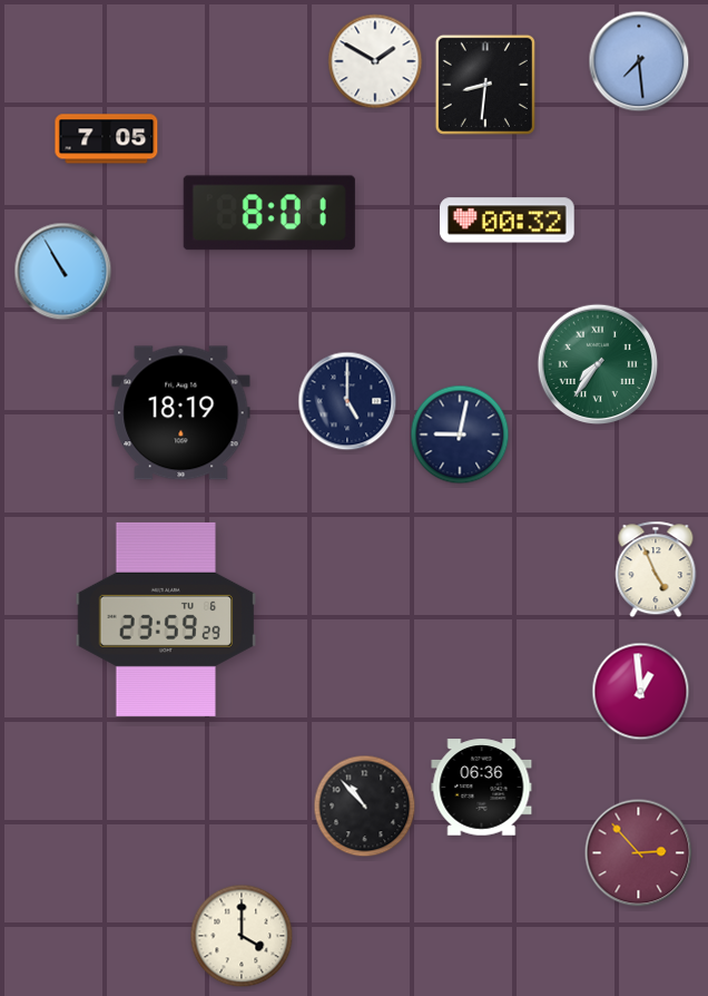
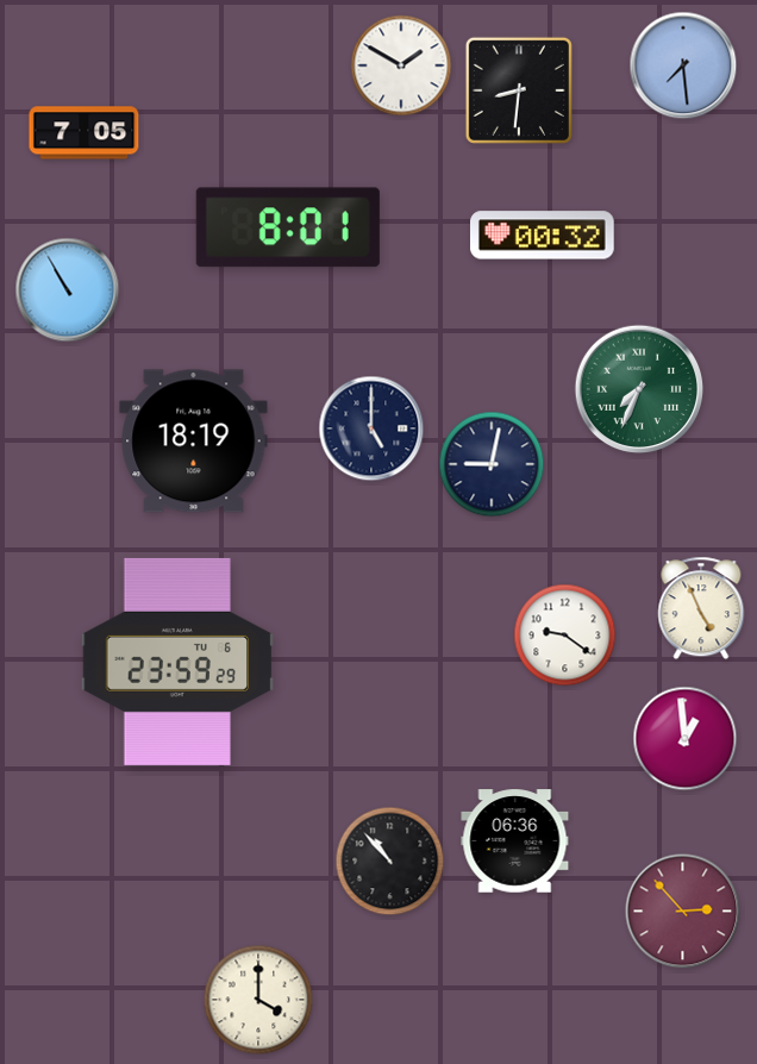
clock at (107, 139) position: (107, 139) -> (85, 133)
clock at (598, 364): 7:36 -> 7:34
clock at (565, 636): none -> 9:21
